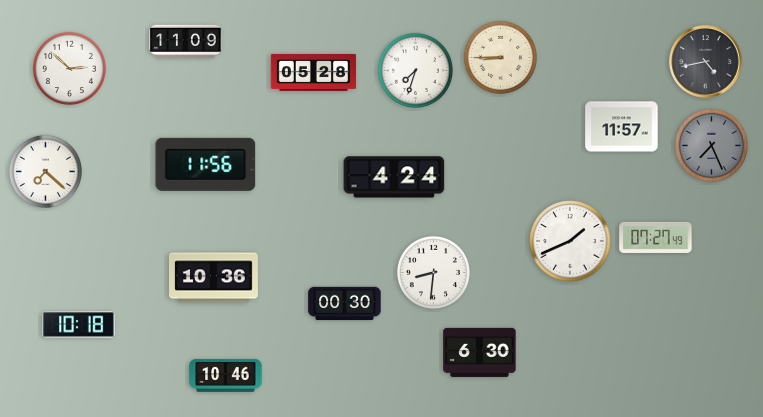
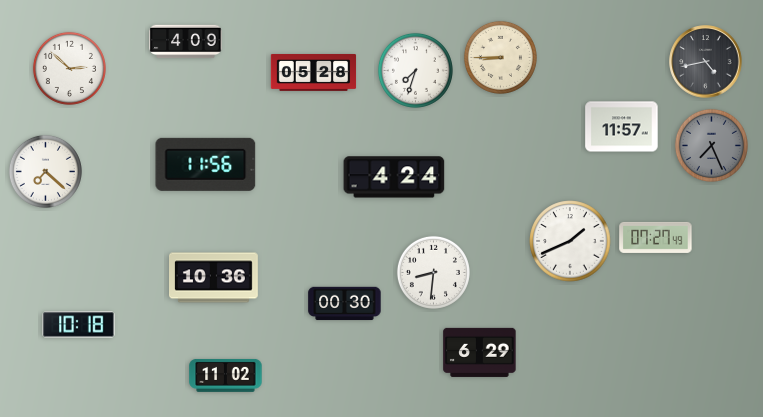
clock at (186, 42): 11:09 -> 4:09
clock at (480, 352): 6:30 -> 6:29
clock at (226, 375): 10:46 -> 11:02
